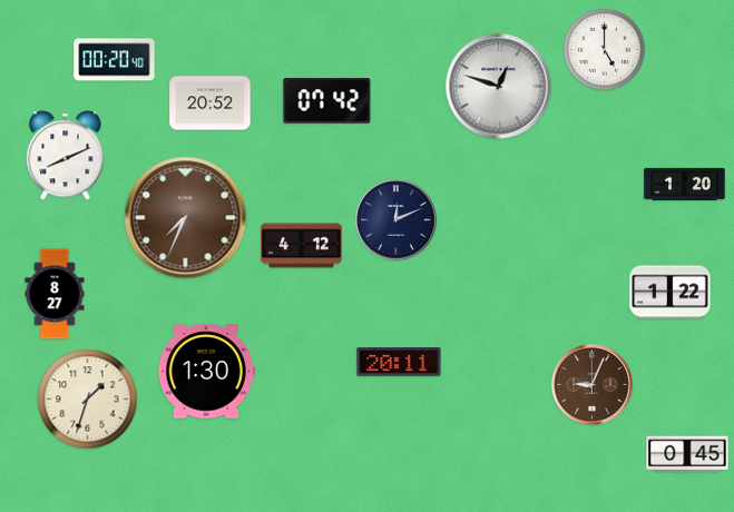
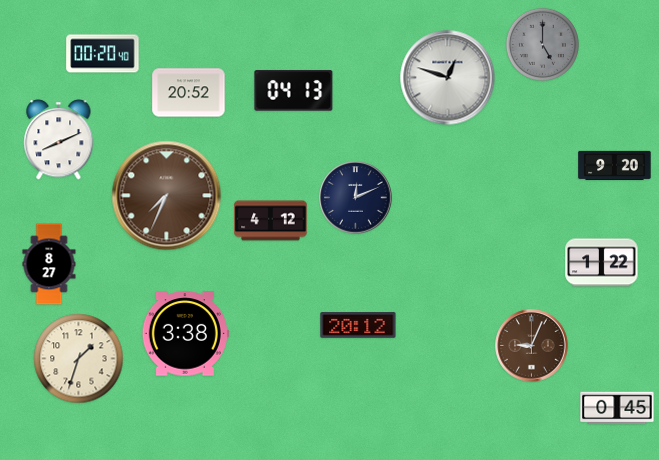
clock at (604, 49) dial: white -> grey
clock at (327, 101): 07:42 -> 04:13
clock at (685, 184): 1:20 -> 9:20
clock at (399, 362): 20:11 -> 20:12
clock at (206, 372): 1:30 -> 3:38
